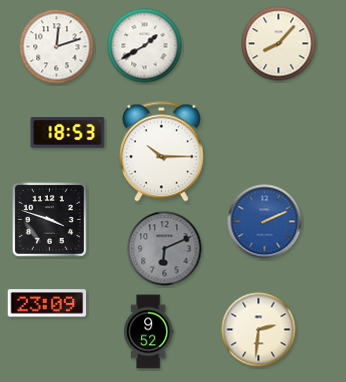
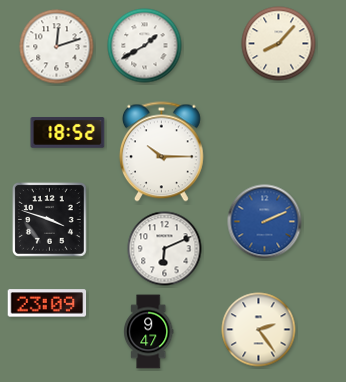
clock at (68, 133): 18:53 -> 18:52
clock at (165, 249) dial: grey -> white
clock at (259, 330): 2:31 -> 2:24
clock at (148, 332): 9:52 -> 9:47
